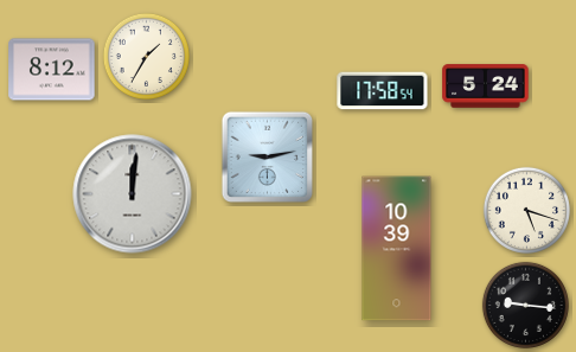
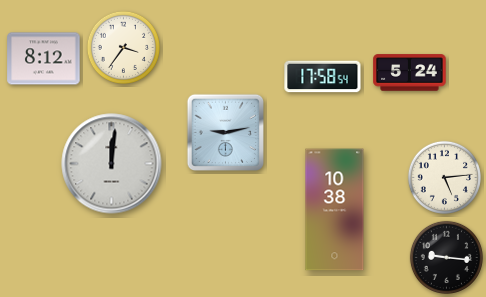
clock at (146, 56): 1:35 -> 3:36
clock at (526, 210): 5:18 -> 5:14
clock at (397, 249): 10:39 -> 10:38
clock at (525, 305) position: (525, 305) -> (446, 257)
